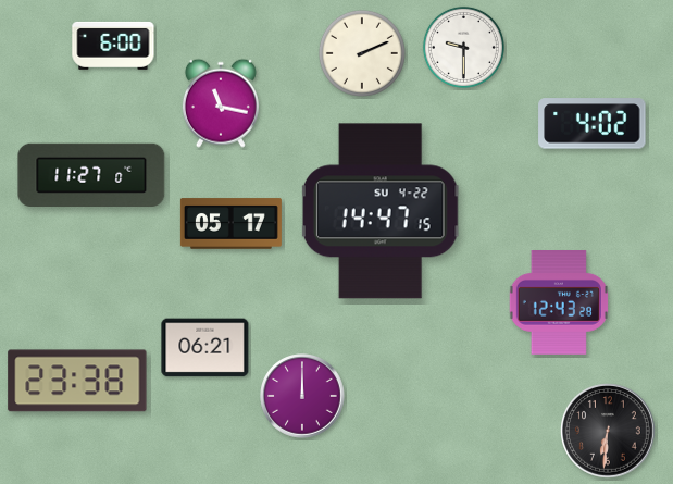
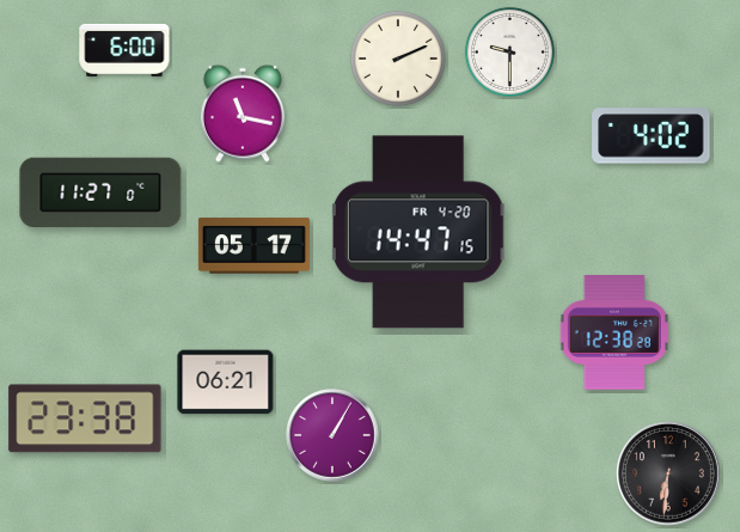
clock at (381, 211) date: SU 4-22 -> FR 4-20
clock at (559, 303): 12:43 -> 12:38
clock at (302, 396): 12:00 -> 1:05
